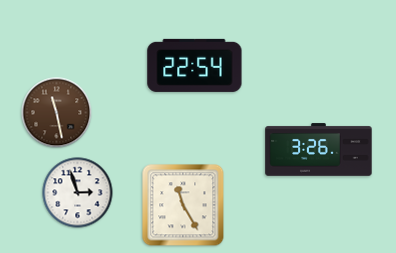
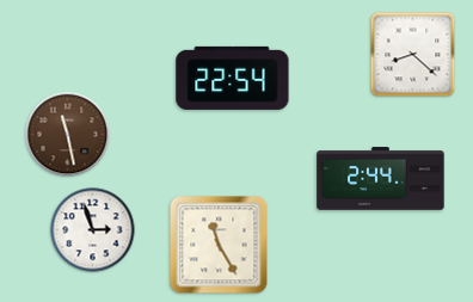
clock at (413, 55): none -> 8:22
clock at (319, 150): 3:26 -> 2:44
